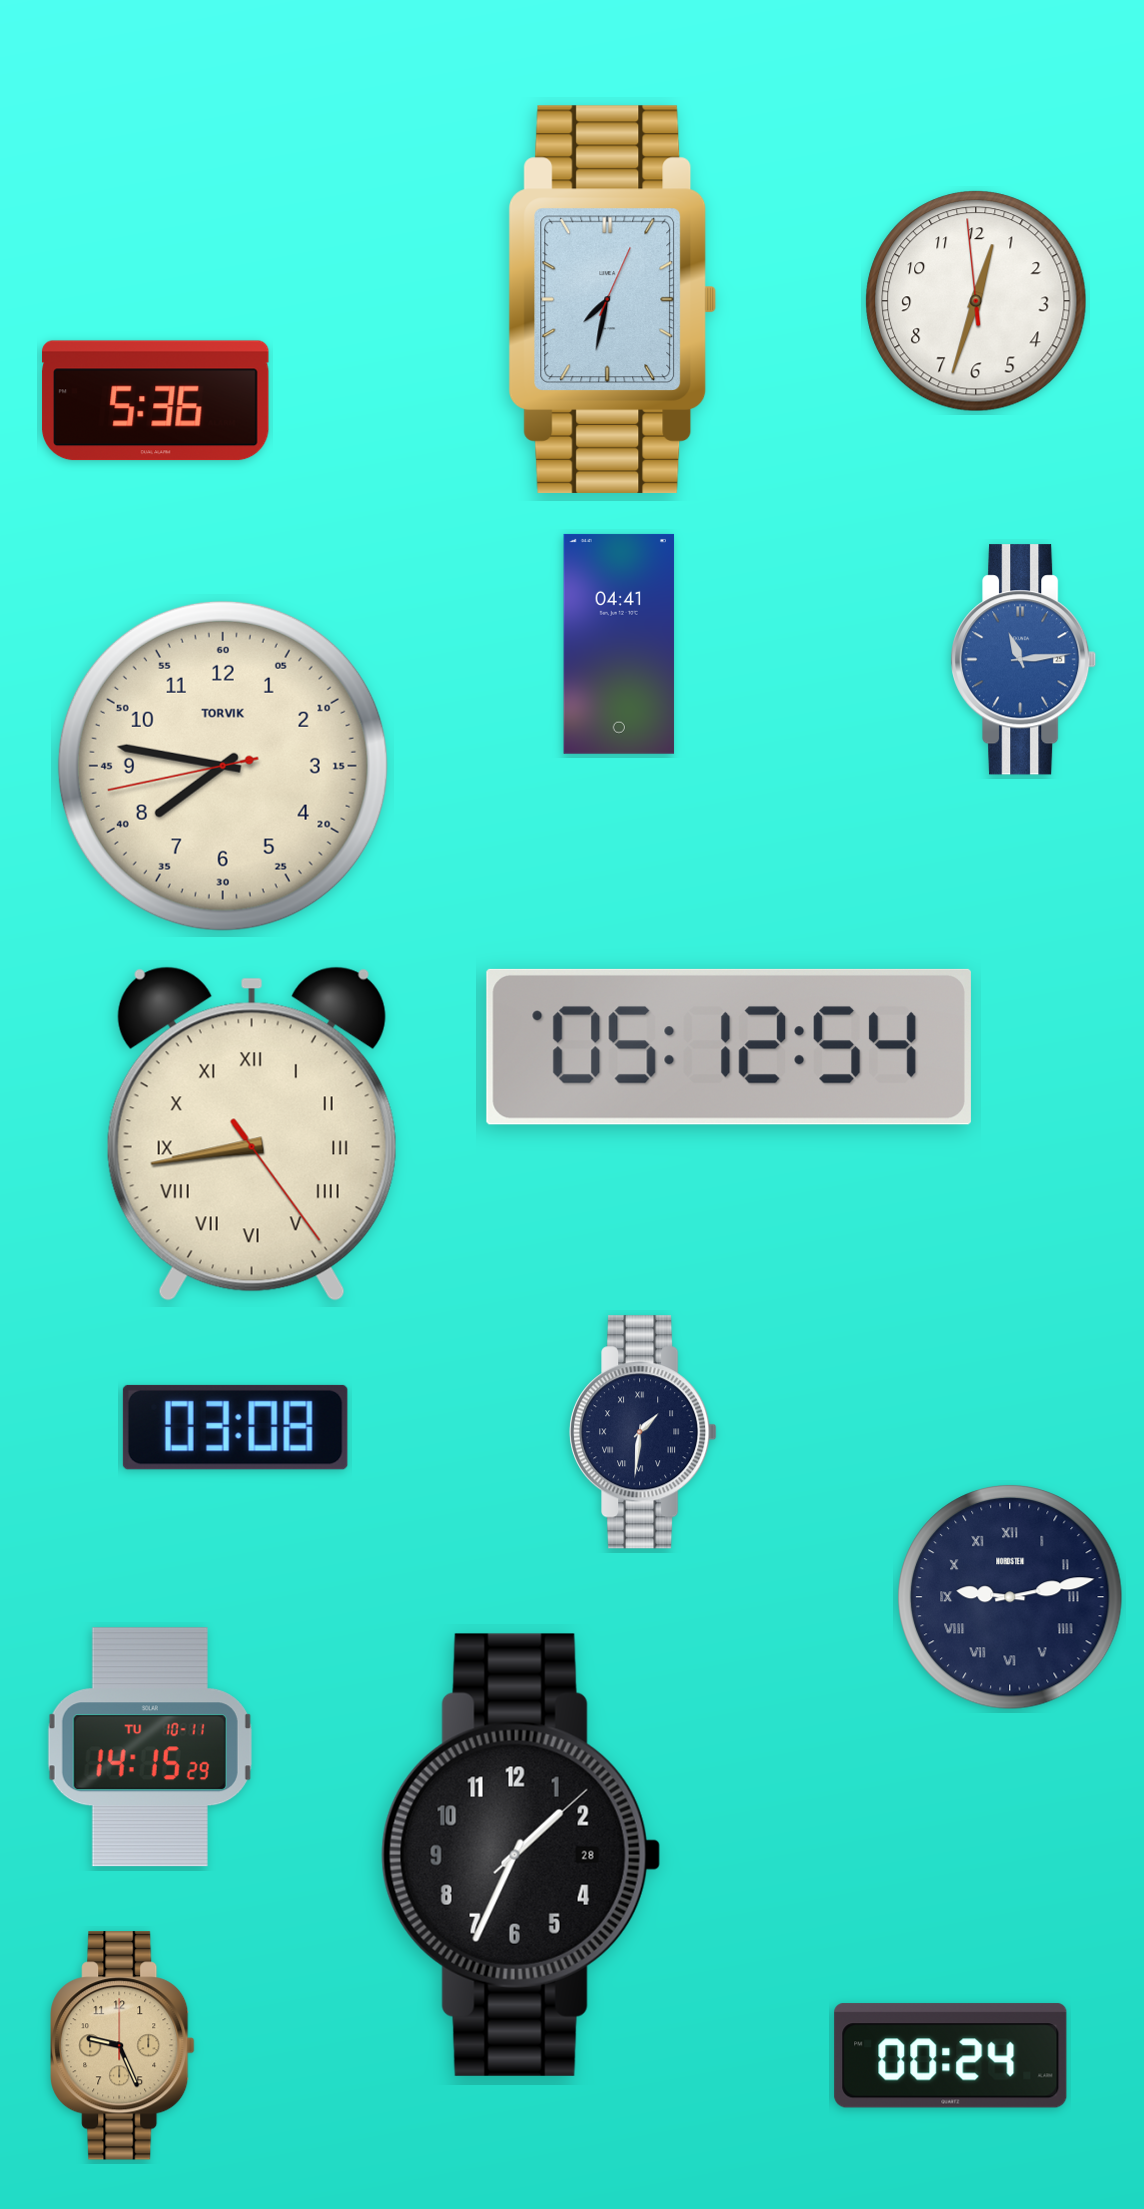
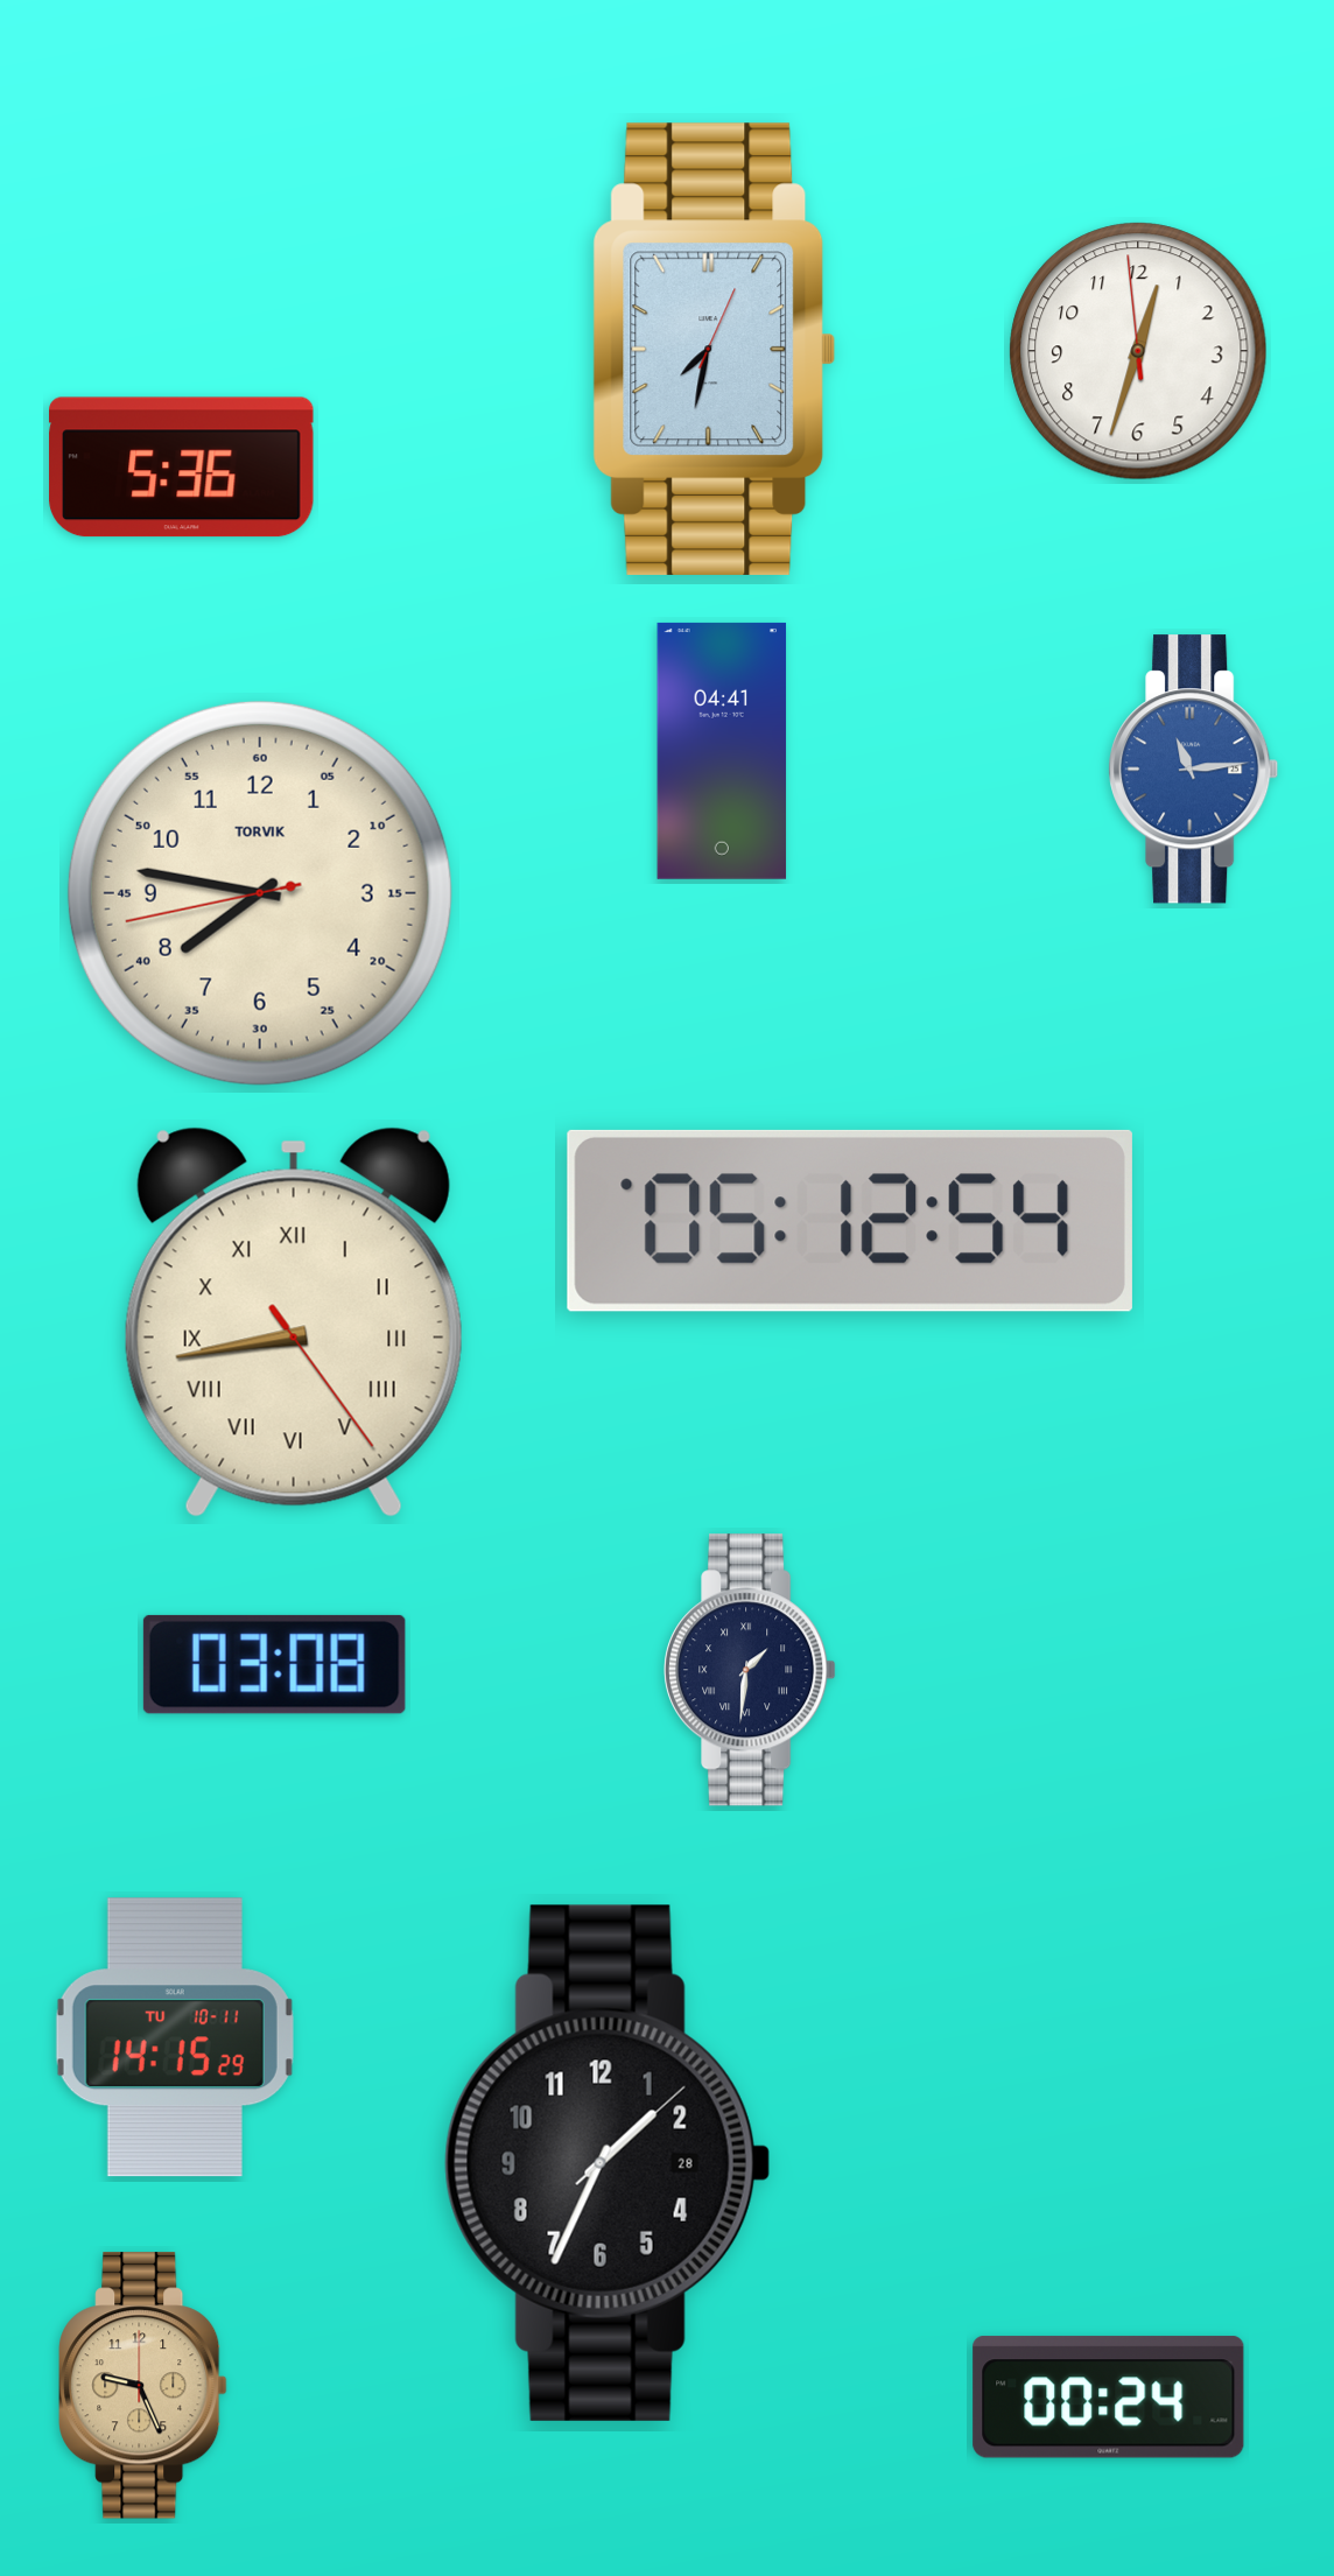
clock at (1010, 1597): 9:13 -> none
